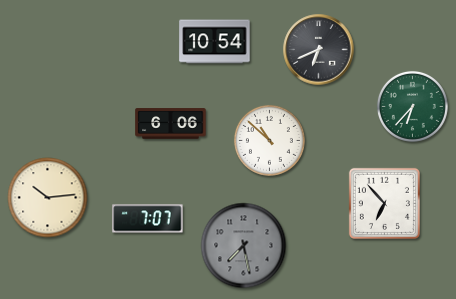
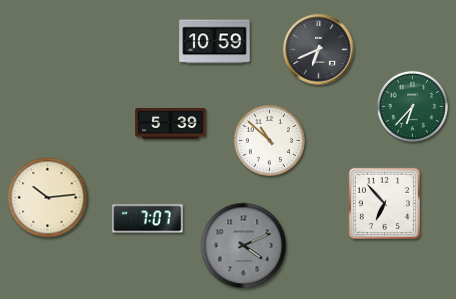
clock at (215, 42): 10:54 -> 10:59
clock at (171, 124): 6:06 -> 5:39
clock at (244, 246): 7:28 -> 4:11
